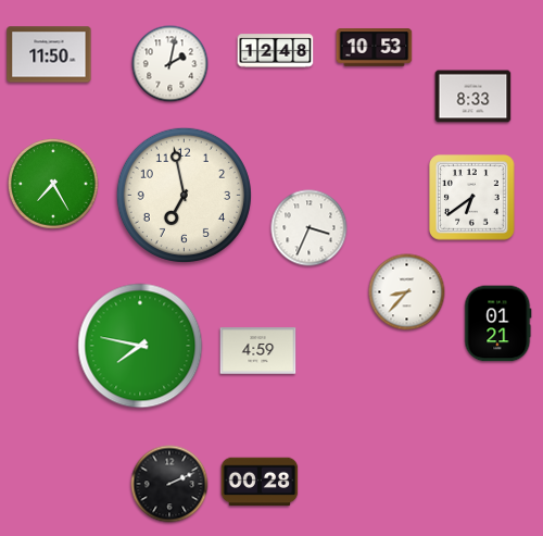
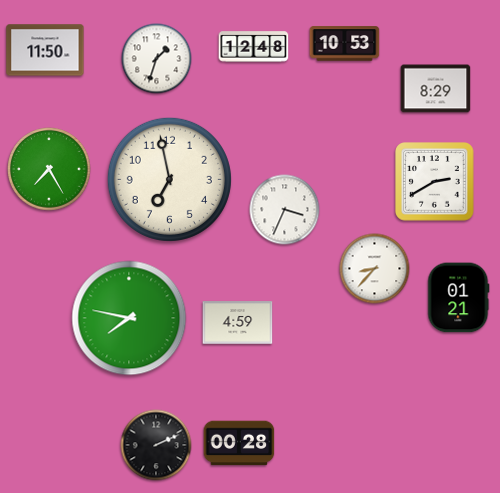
clock at (171, 64): 2:02 -> 1:33
clock at (473, 97): 8:33 -> 8:29
clock at (472, 198): 6:39 -> 2:40
